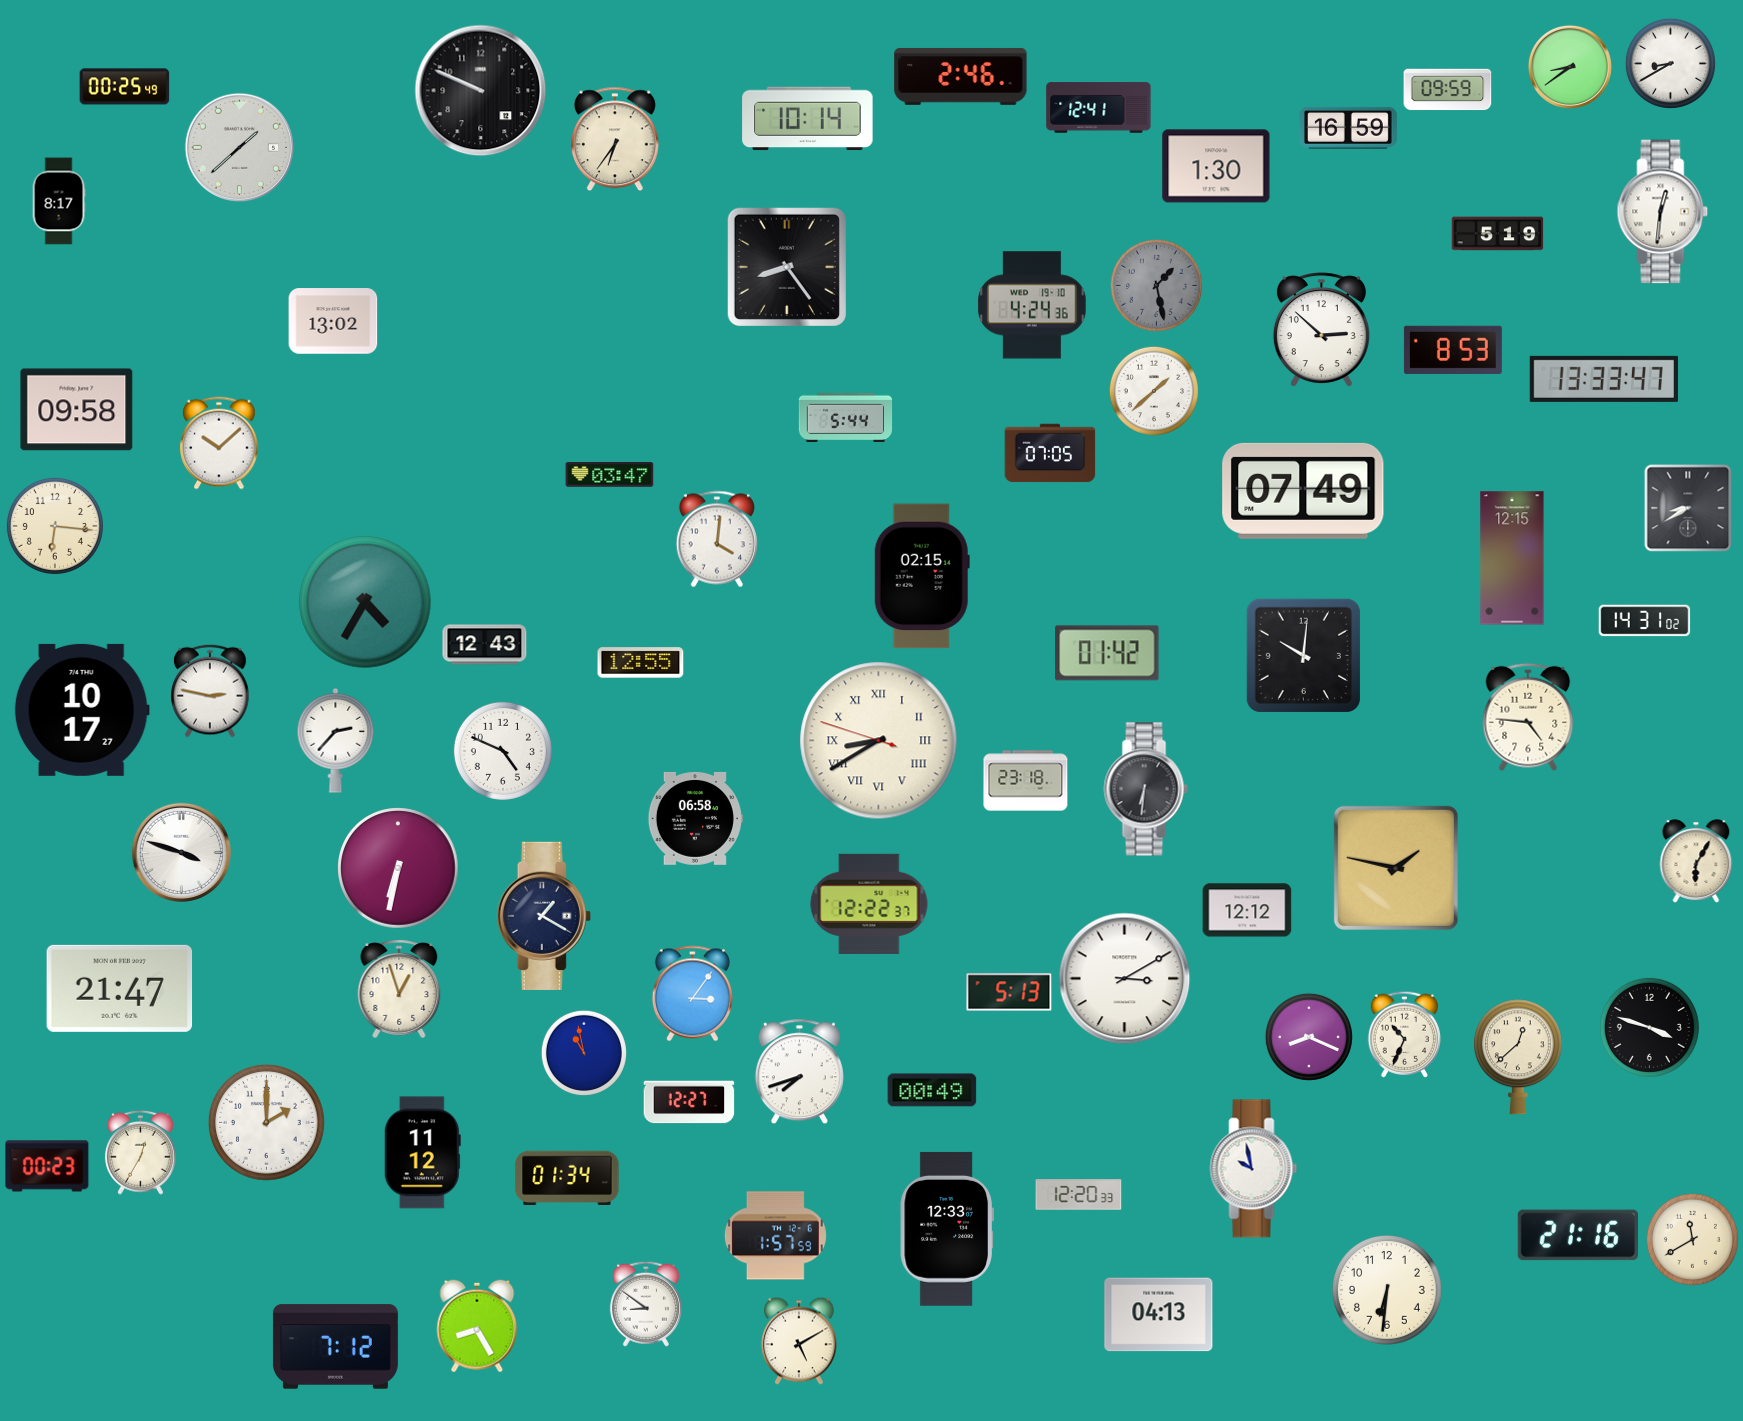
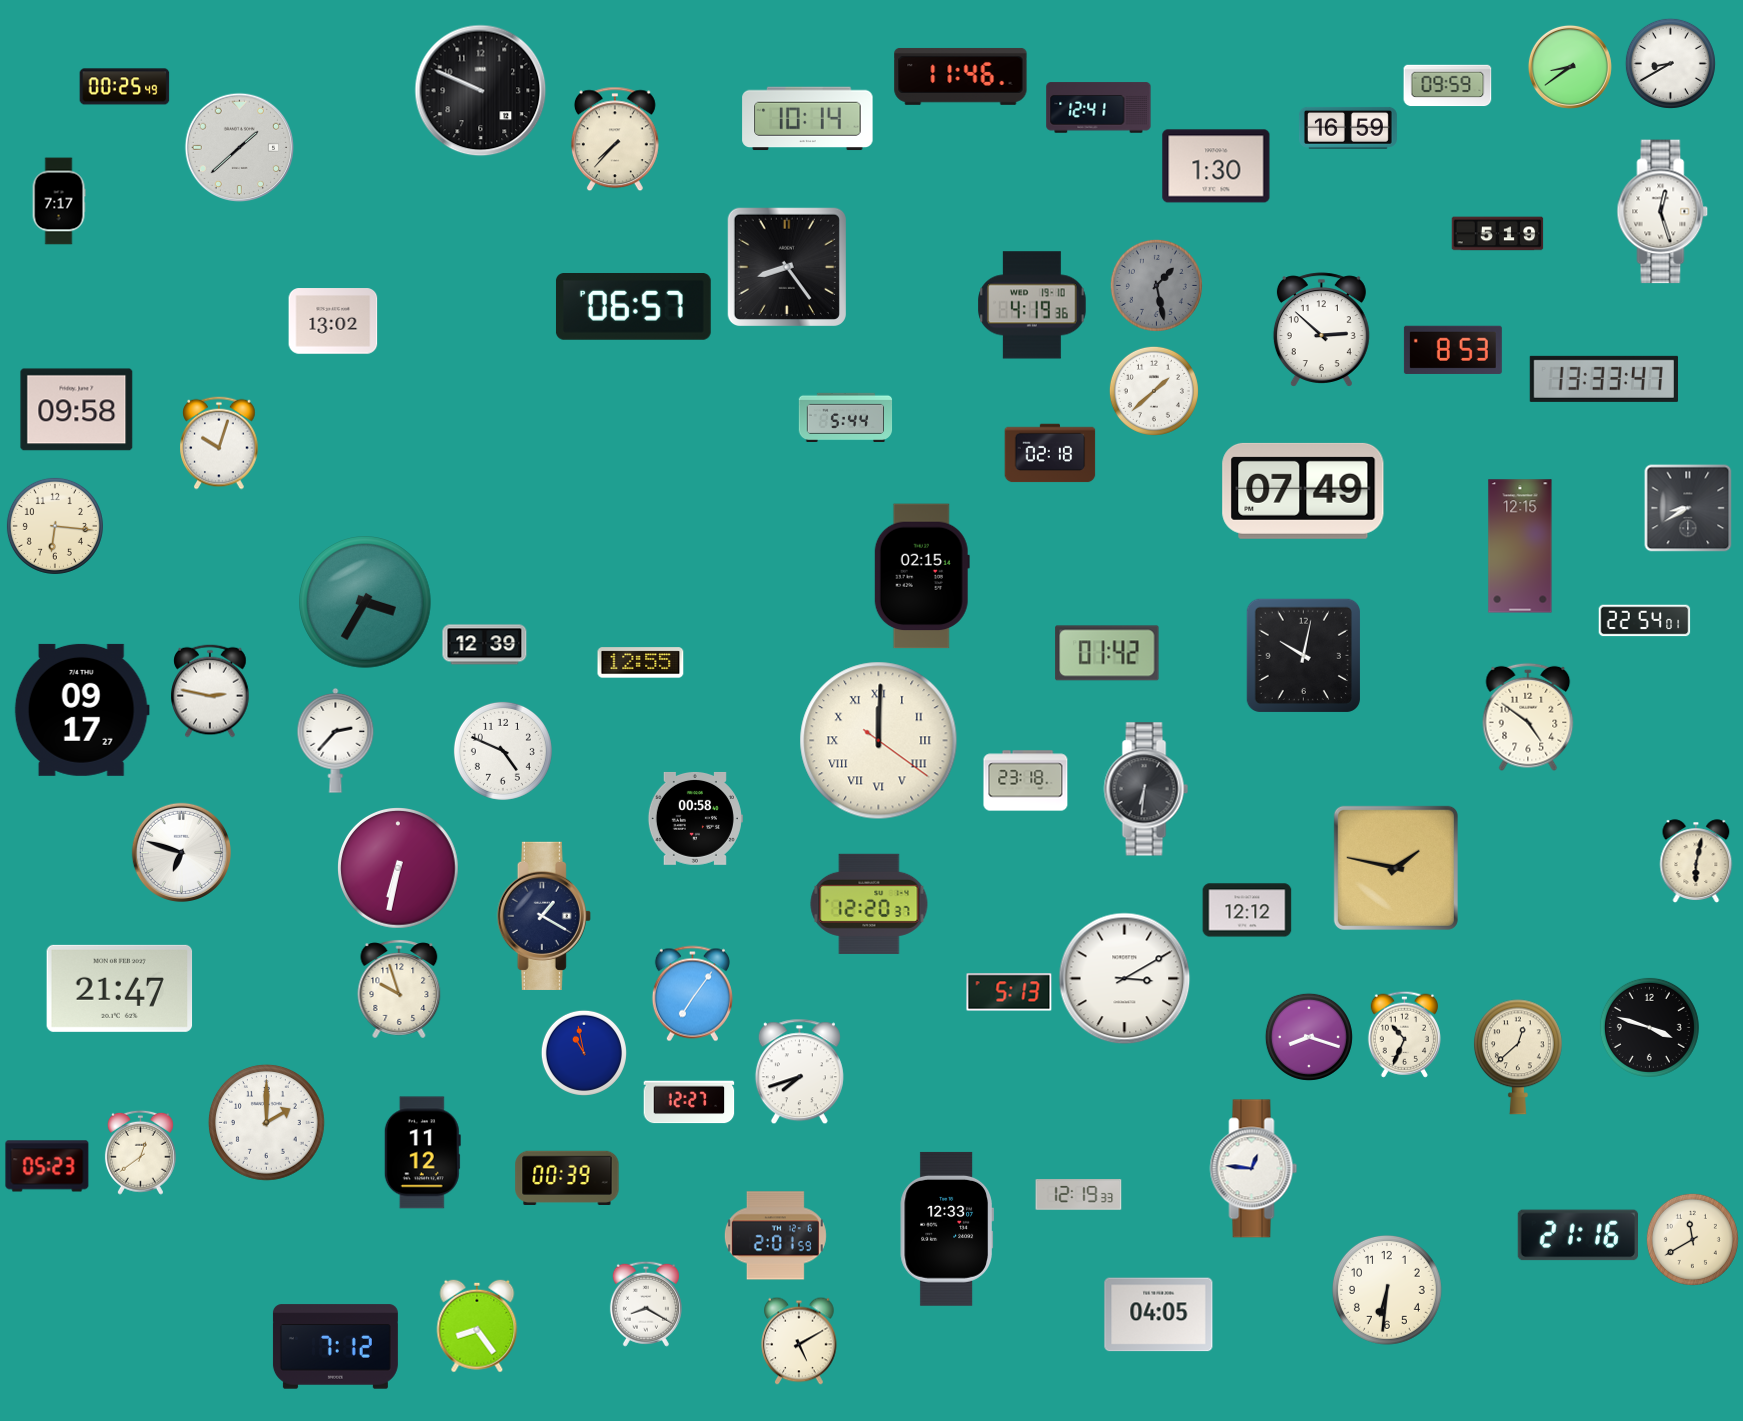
clock at (961, 76): 2:46 -> 11:46
clock at (1448, 90) position: (1448, 90) -> (1448, 86)
clock at (615, 139): 6:36 -> 7:37
clock at (59, 201): 8:17 -> 7:17
clock at (1663, 212): 12:31 -> 12:27
clock at (1032, 305): 4:24 -> 4:19
clock at (633, 307): none -> 06:57
clock at (219, 443): 10:08 -> 10:03
clock at (1050, 453): 07:05 -> 02:18
clock at (610, 475): 03:47 -> none
clock at (717, 539): 4:01 -> none
clock at (1512, 558) position: (1512, 558) -> (1520, 546)
clock at (365, 602): 4:35 -> 3:35
clock at (1645, 621): 14:31 -> 22:54
clock at (485, 645): 12:43 -> 12:39
clock at (1303, 655): 10:01 -> 10:02
clock at (82, 710): 10:17 -> 09:17
clock at (1528, 717): 4:46 -> 4:51
clock at (879, 741): 8:39 -> 12:00
clock at (695, 818): 06:58 -> 00:58
clock at (181, 852): 3:48 -> 6:48
clock at (1696, 861): 6:05 -> 6:02
clock at (869, 904): 12:22 -> 12:20
clock at (399, 989): 12:57 -> 9:57
clock at (692, 994): 3:06 -> 7:06
clock at (1309, 1037): 8:19 -> 8:18
clock at (932, 1090): 00:49 -> none
clock at (140, 1152): 12:35 -> 12:39
clock at (47, 1166): 00:23 -> 05:23
clock at (1254, 1169): 9:58 -> 12:46
clock at (567, 1177): 01:34 -> 00:39
clock at (1079, 1195): 12:20 -> 12:19
clock at (775, 1236): 1:57 -> 2:01
clock at (646, 1304): 8:51 -> 8:20
clock at (1159, 1315): 04:13 -> 04:05
clock at (477, 1326): 8:25 -> 8:24
